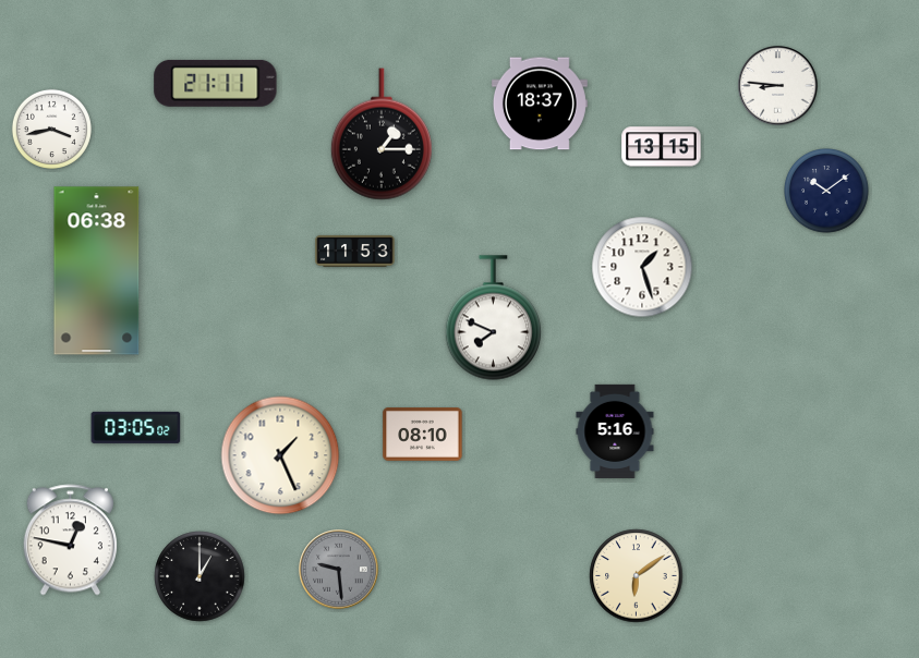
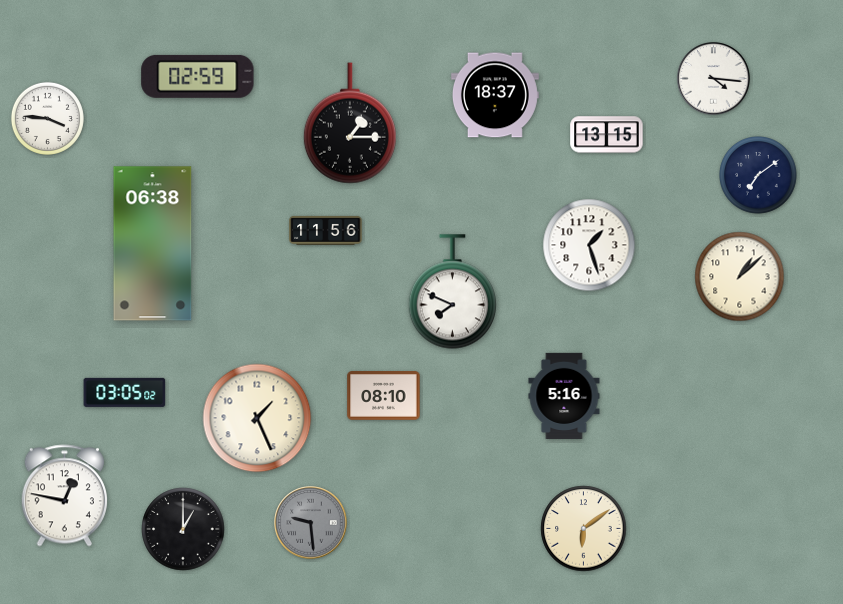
clock at (216, 83): 21:11 -> 02:59
clock at (778, 86): 8:46 -> 4:16
clock at (51, 129): 3:43 -> 3:46
clock at (827, 192): 10:09 -> 7:09
clock at (355, 251): 11:53 -> 11:56
clock at (97, 271) position: (97, 271) -> (153, 244)
clock at (740, 277): none -> 1:08
clock at (423, 435) position: (423, 435) -> (384, 396)
